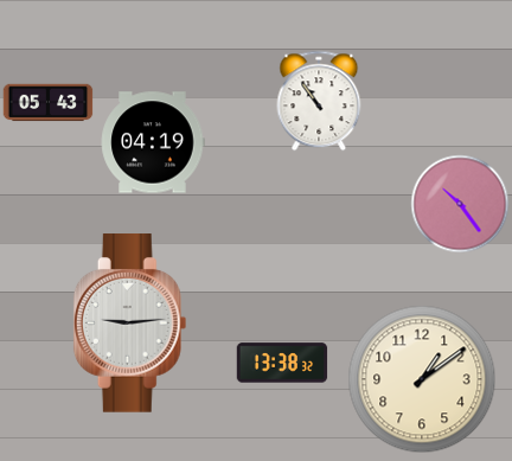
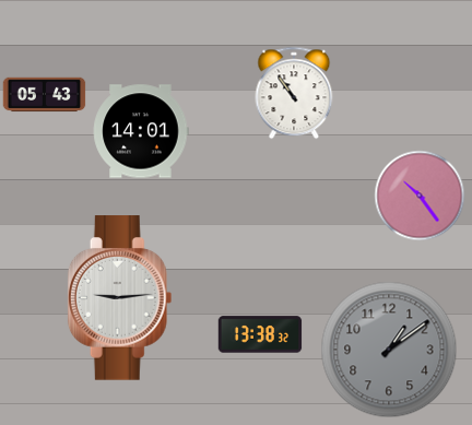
clock at (153, 142): 04:19 -> 14:01
clock at (460, 204) position: (460, 204) -> (420, 196)
clock at (422, 379) dial: cream -> grey
